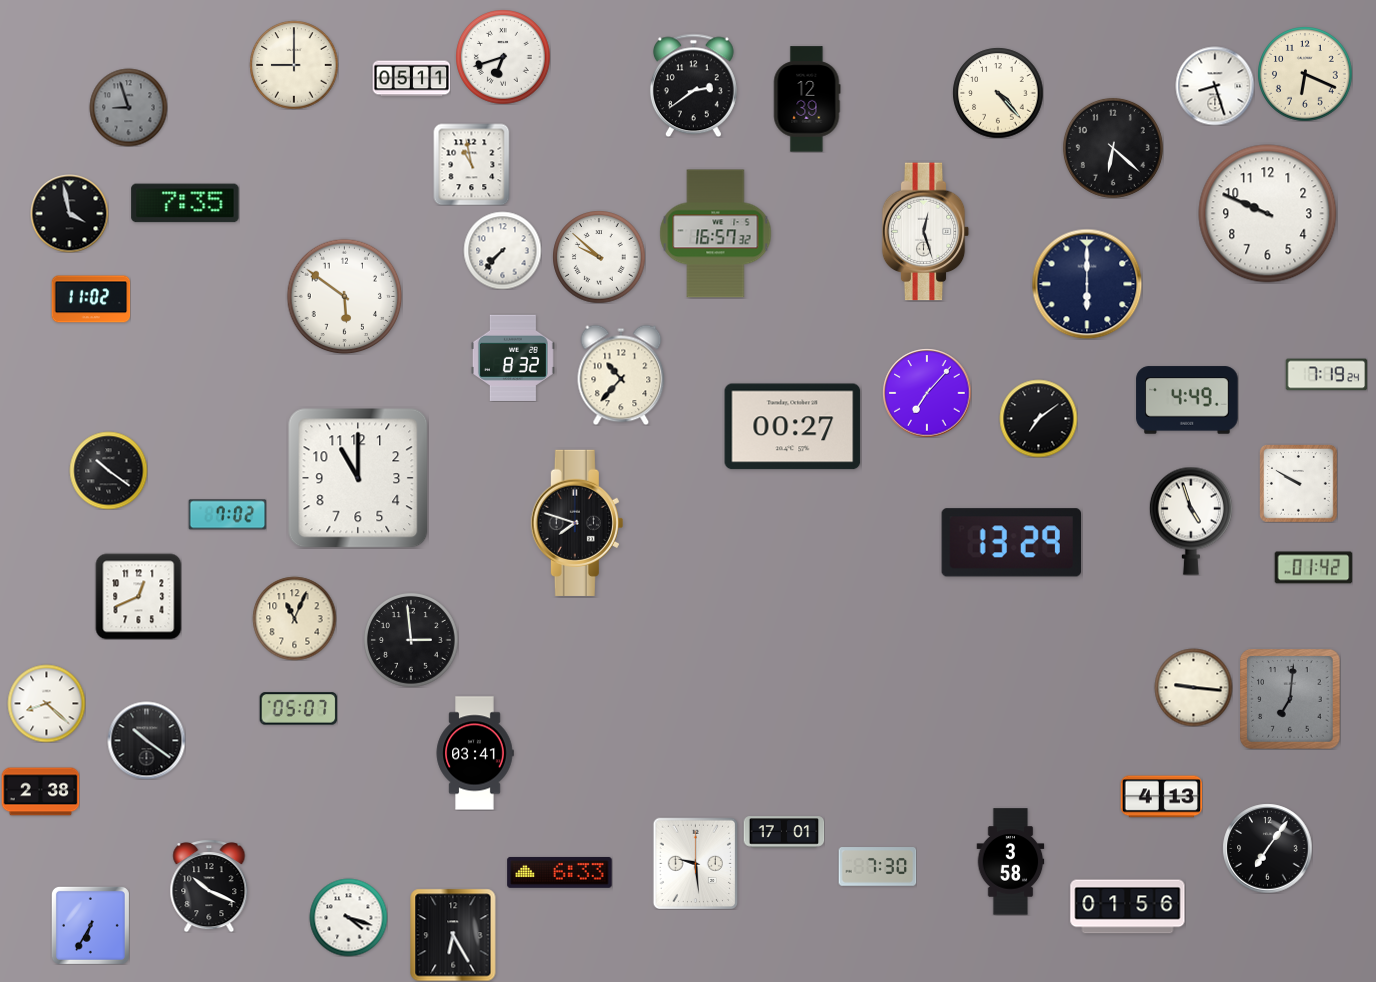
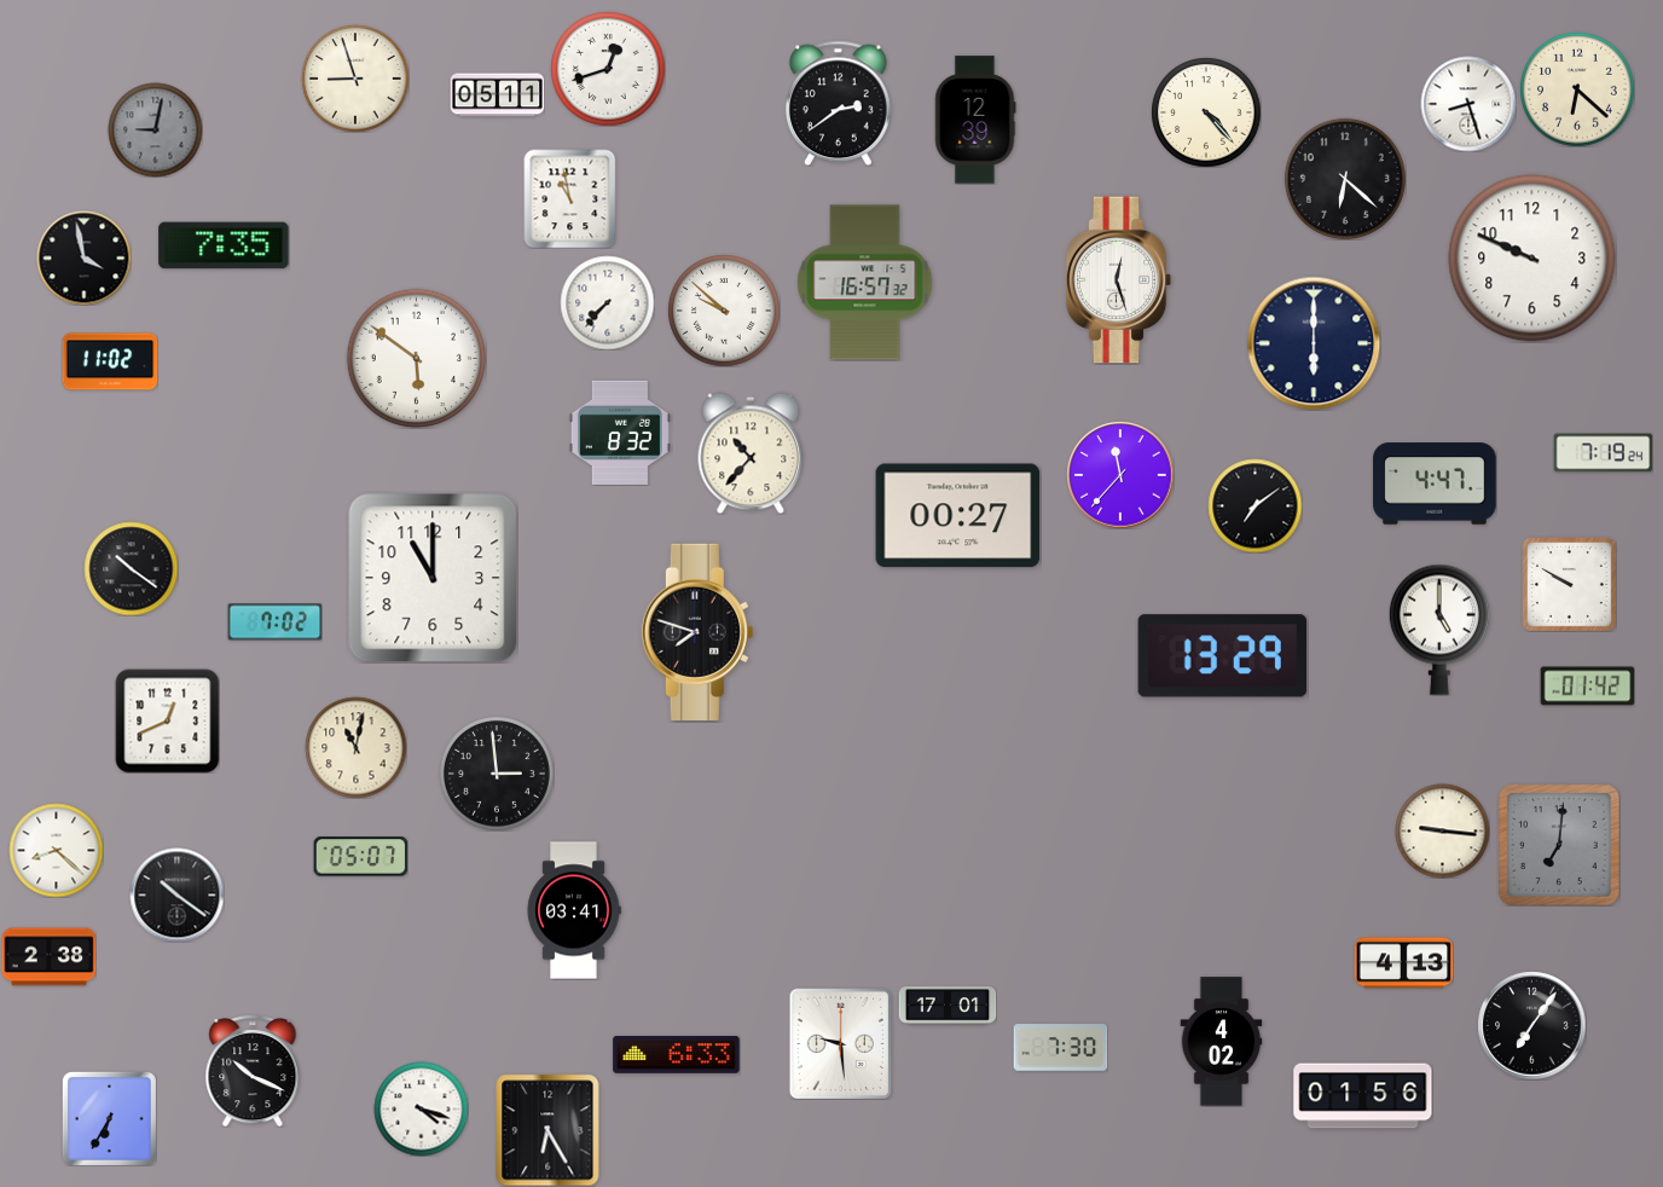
clock at (503, 57): 6:42 -> 12:42
clock at (294, 65): 9:00 -> 8:57
clock at (1305, 74): 6:19 -> 6:22
clock at (128, 107): 8:57 -> 9:02
clock at (927, 393): 7:07 -> 11:37
clock at (1187, 400): 4:49 -> 4:47
clock at (1191, 521): 4:57 -> 5:00
clock at (294, 618): 11:04 -> 11:02
clock at (1011, 862): 3:58 -> 4:02
